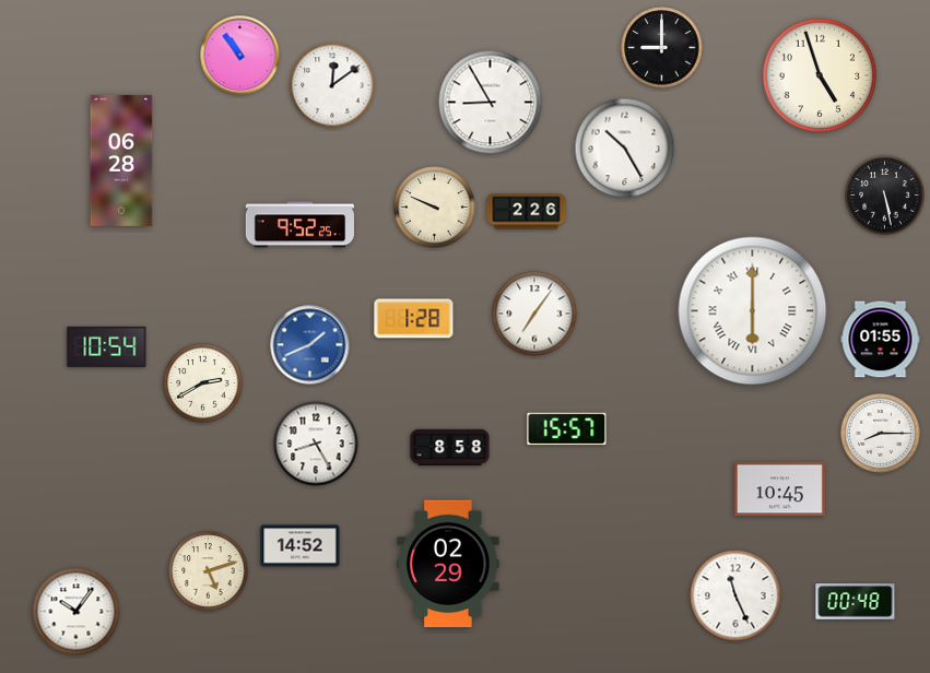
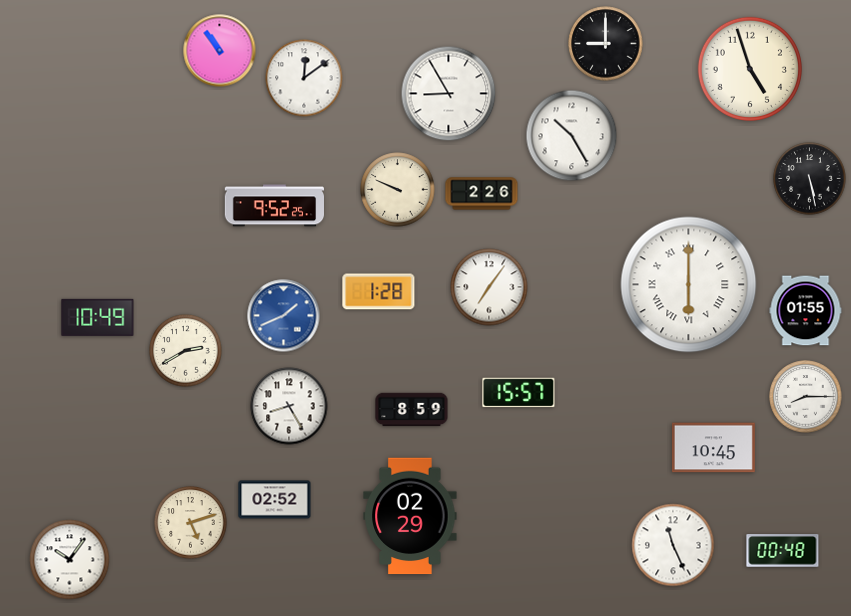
clock at (121, 161): 06:28 -> none
clock at (107, 346): 10:54 -> 10:49
clock at (450, 448): 8:58 -> 8:59
clock at (301, 546): 14:52 -> 02:52
